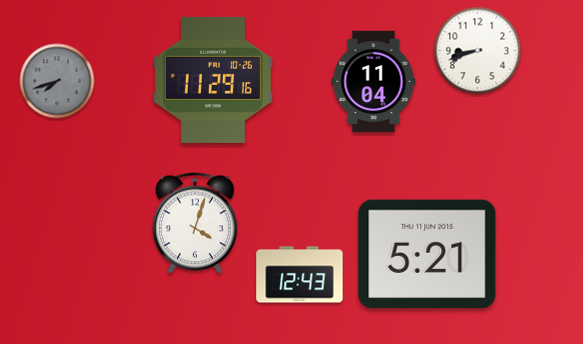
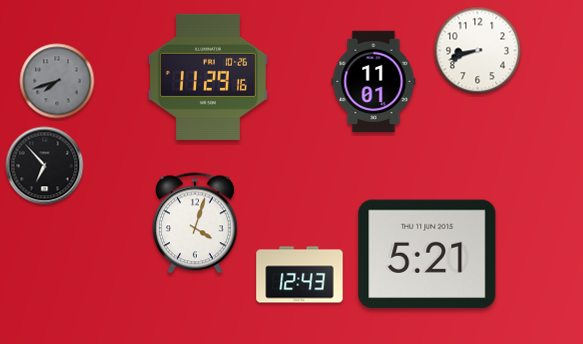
clock at (213, 80) position: (213, 80) -> (208, 77)
clock at (374, 81): 11:04 -> 11:01
clock at (45, 166): none -> 6:53
